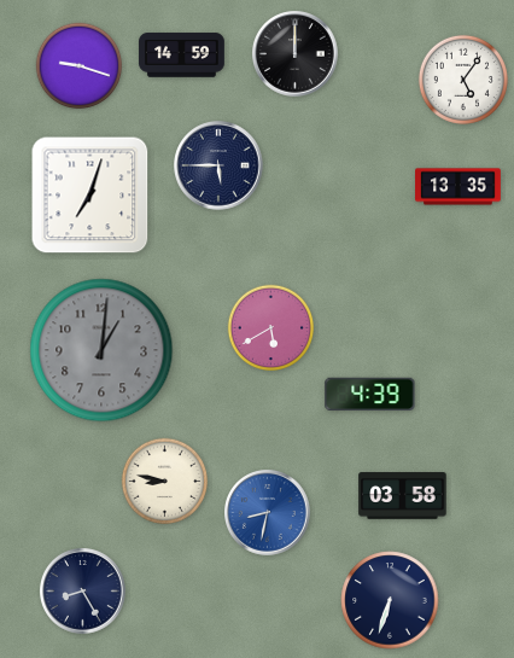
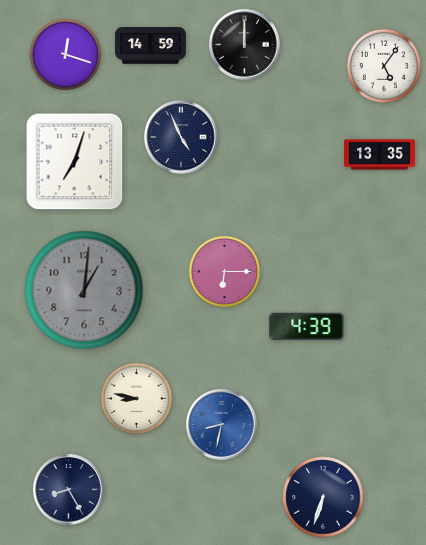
clock at (80, 66): 9:18 -> 12:18
clock at (218, 165): 5:45 -> 4:56
clock at (271, 328): 5:40 -> 6:15
clock at (403, 496): 03:58 -> none
